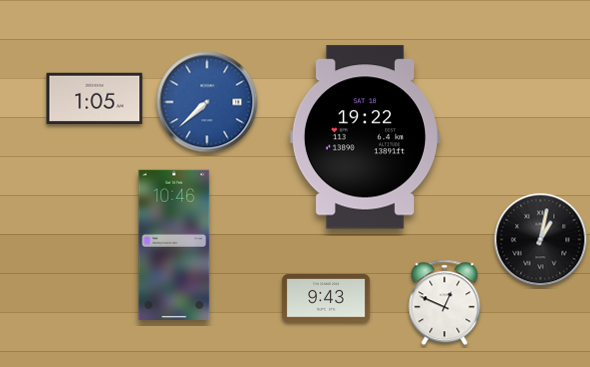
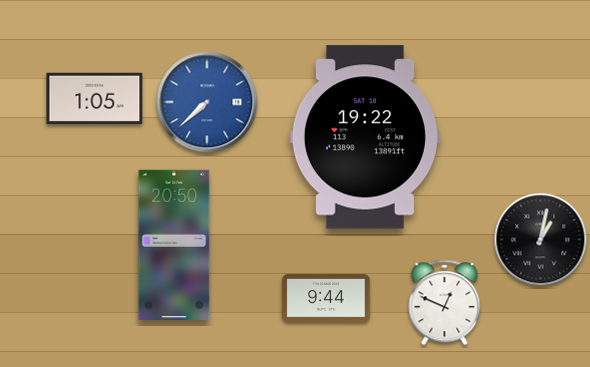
clock at (174, 244): 10:46 -> 20:50
clock at (326, 299): 9:43 -> 9:44
